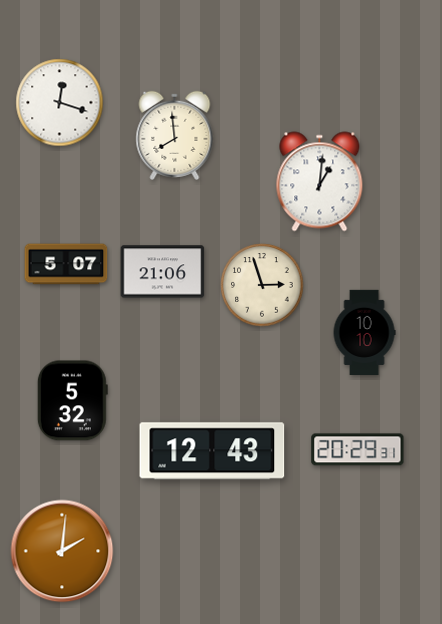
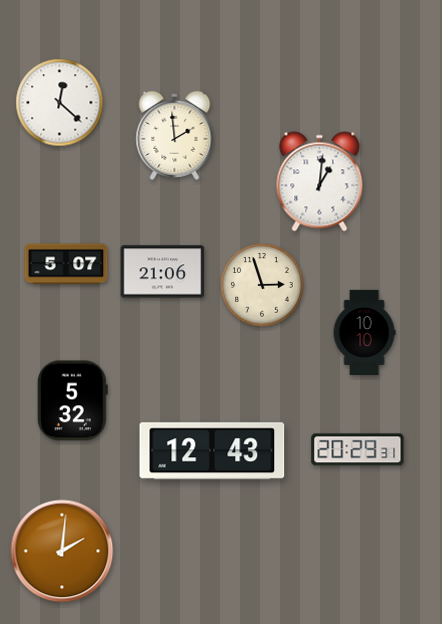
clock at (60, 103): 12:18 -> 12:22
clock at (175, 135): 7:59 -> 1:59
